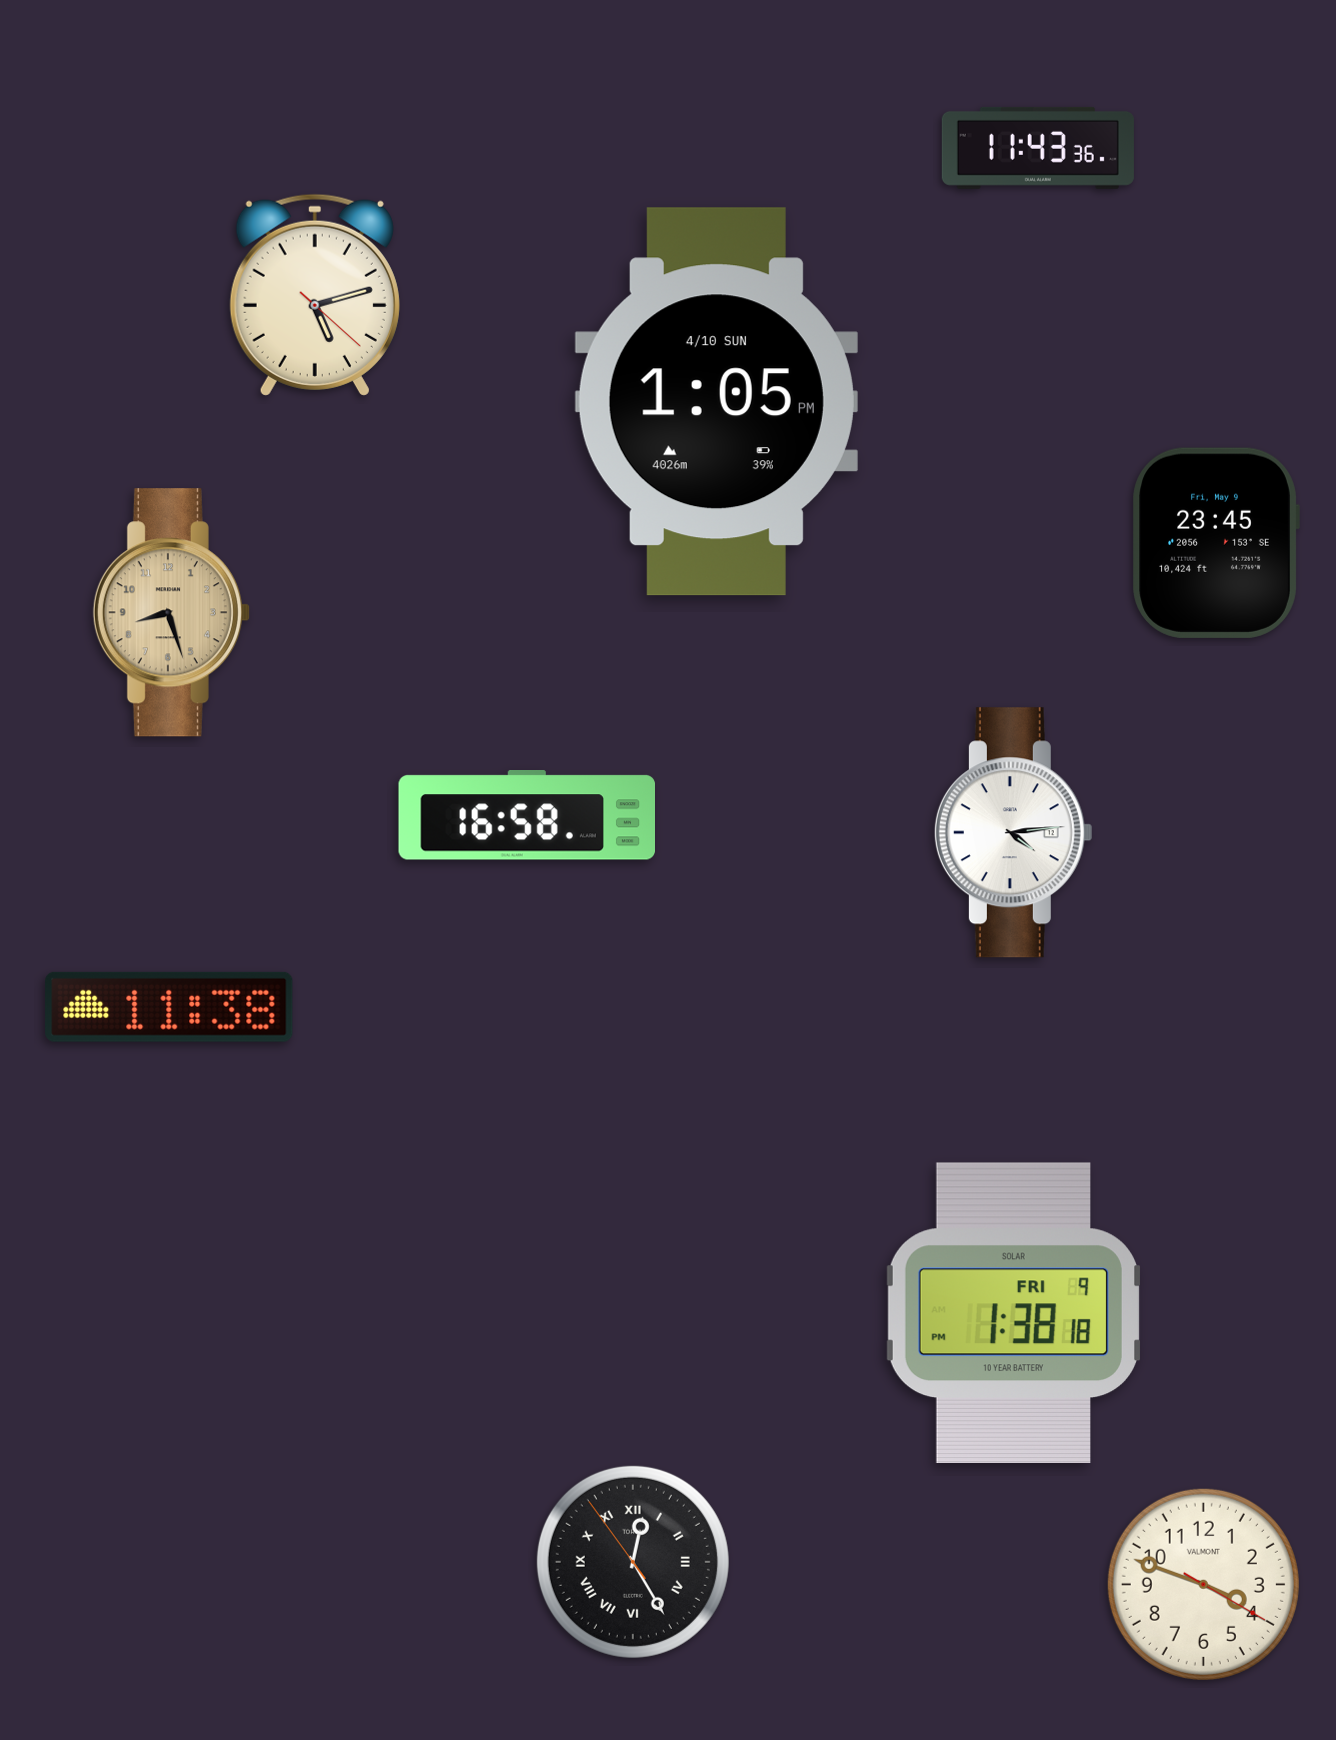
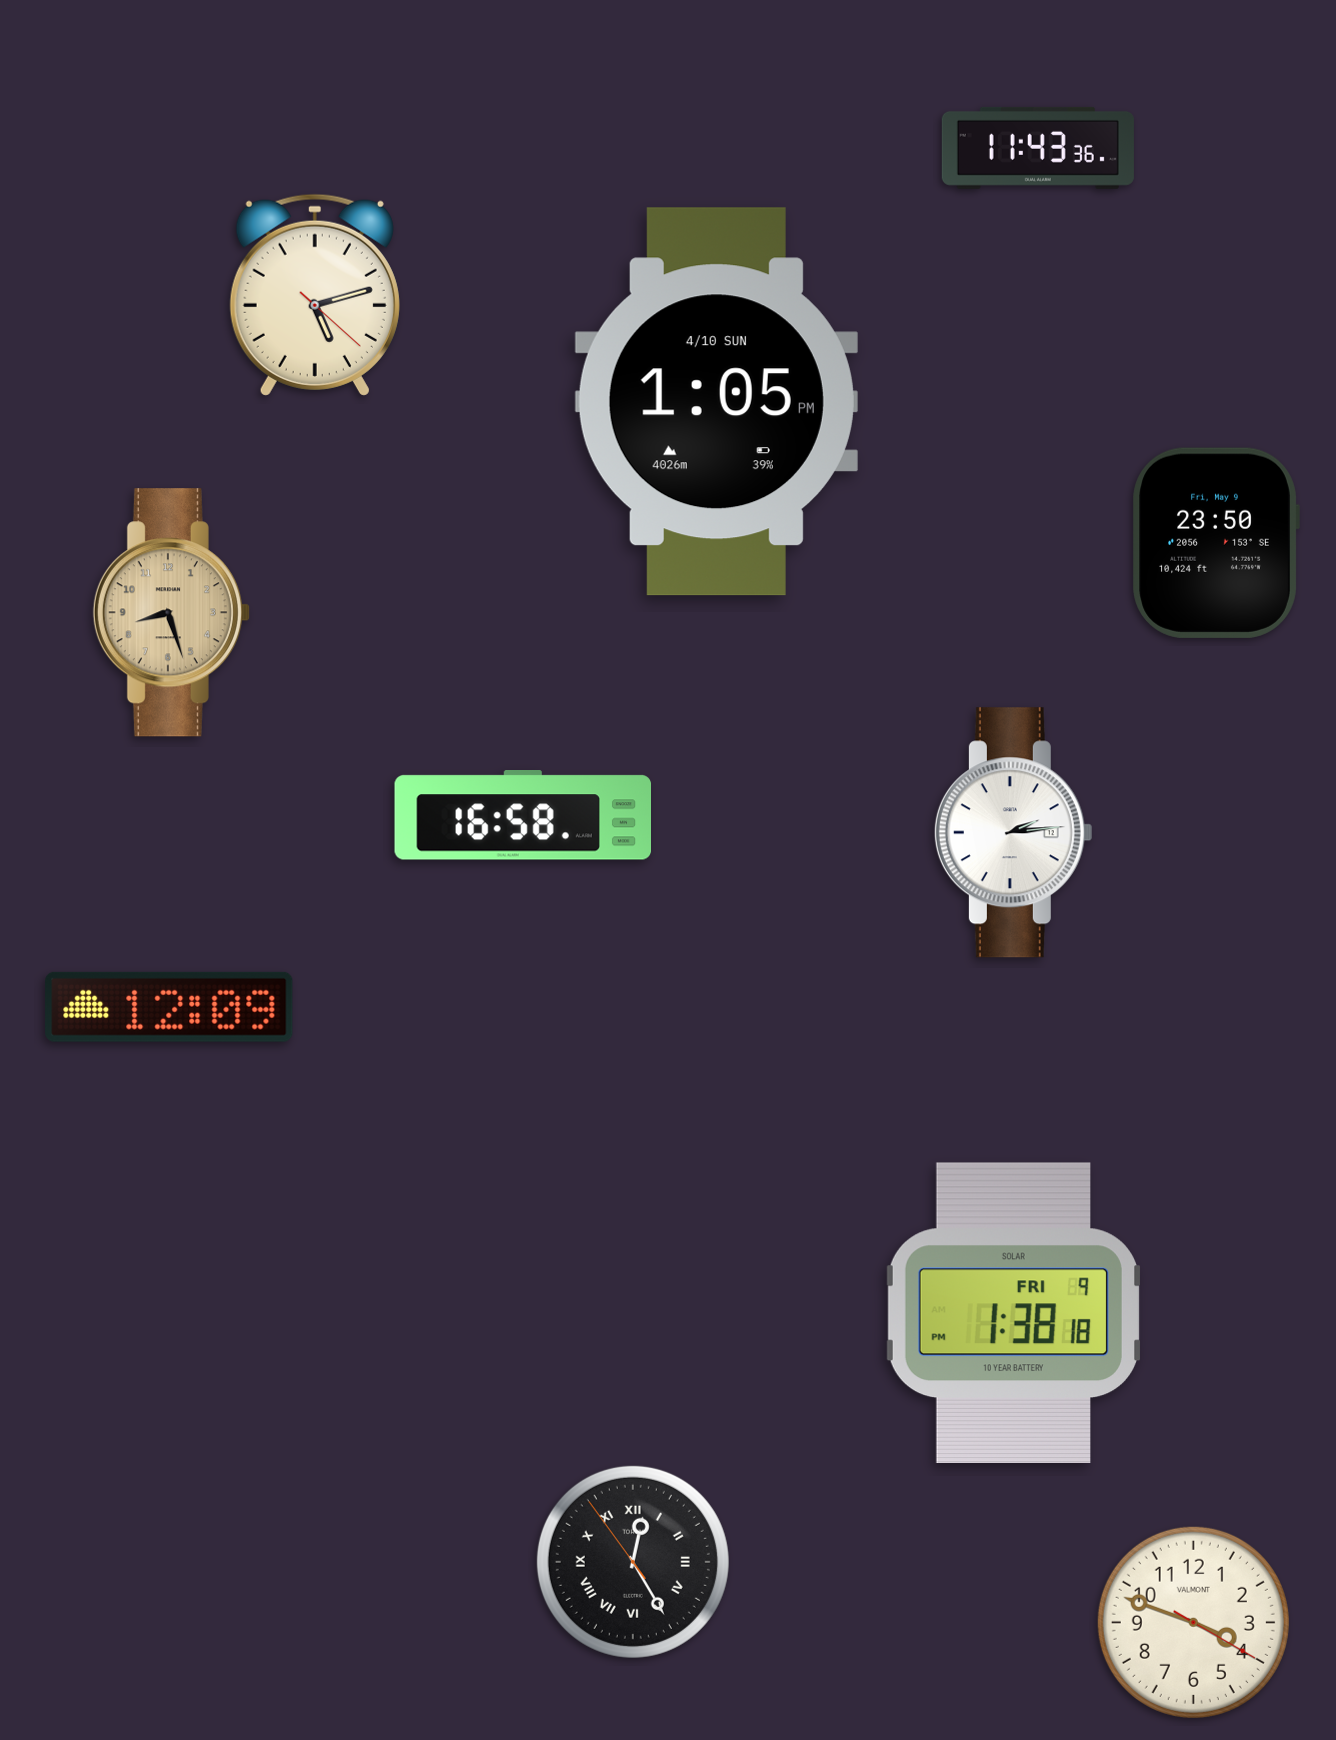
clock at (1216, 543): 23:45 -> 23:50
clock at (526, 816) position: (526, 816) -> (522, 816)
clock at (1013, 833): 4:14 -> 2:14
clock at (169, 1007): 11:38 -> 12:09
clock at (1203, 1584) position: (1203, 1584) -> (1193, 1622)
